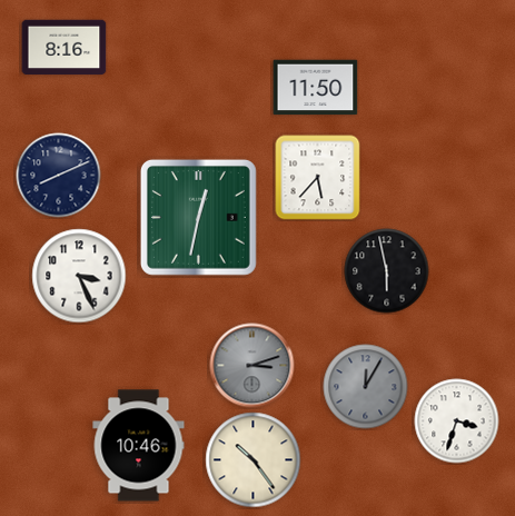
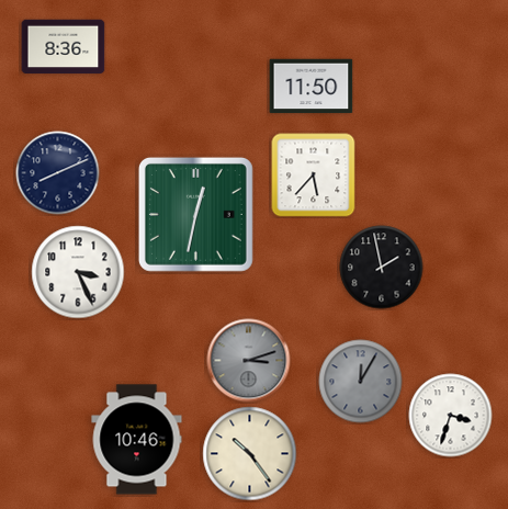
clock at (65, 48): 8:16 -> 8:36
clock at (387, 271): 5:58 -> 1:58
